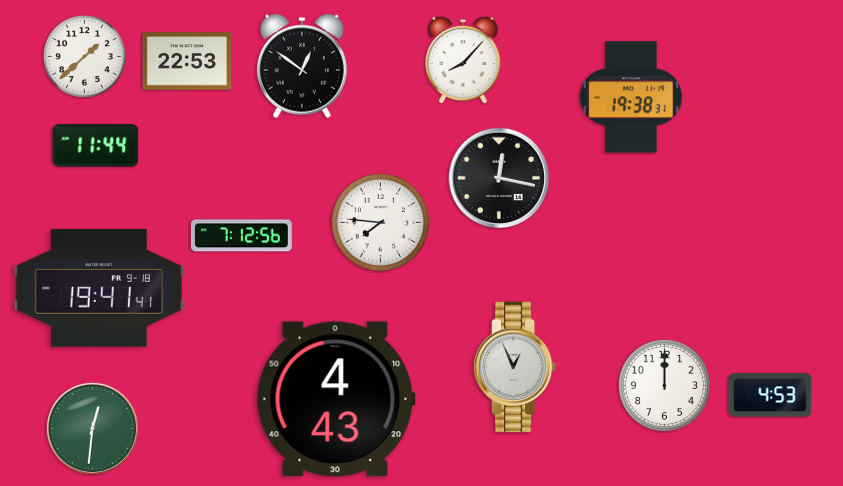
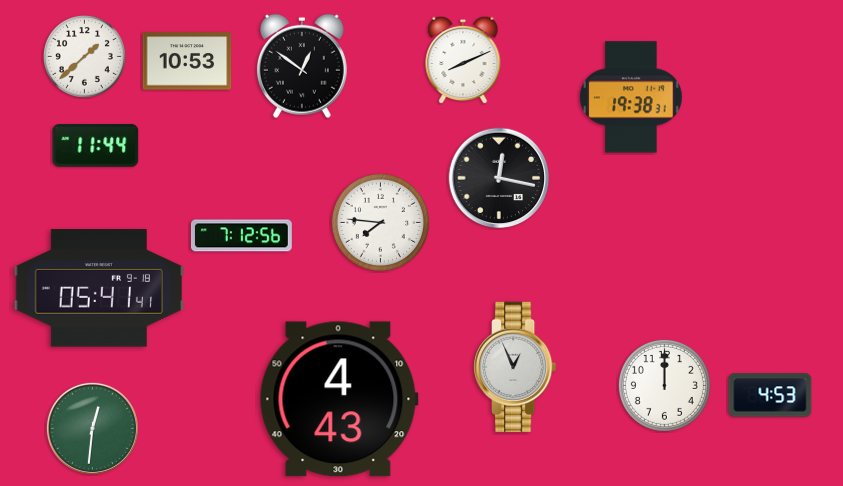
clock at (463, 60): 8:07 -> 8:11
clock at (187, 61): 22:53 -> 10:53
clock at (98, 288): 19:41 -> 05:41
clock at (336, 399) position: (336, 399) -> (339, 399)
